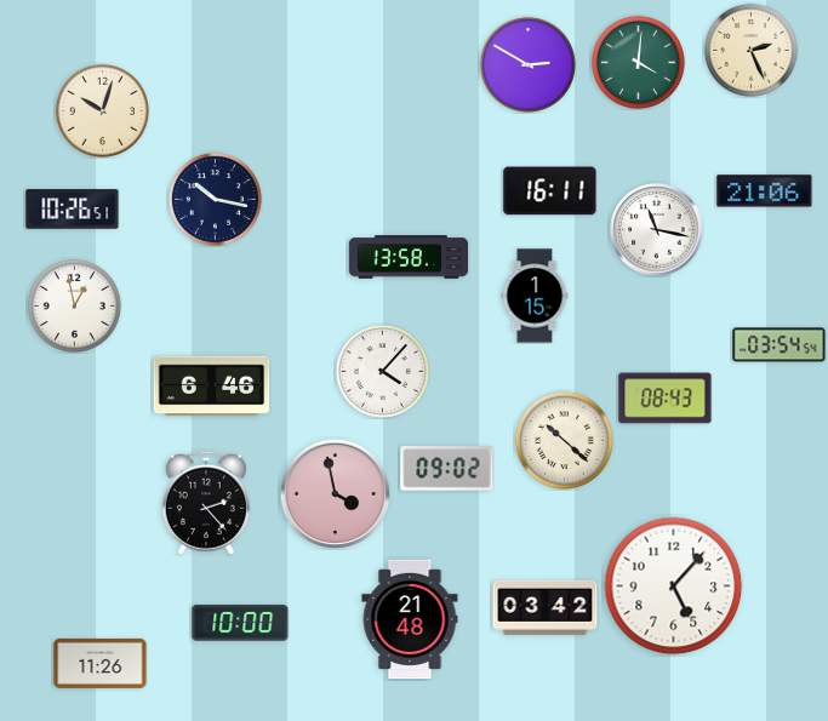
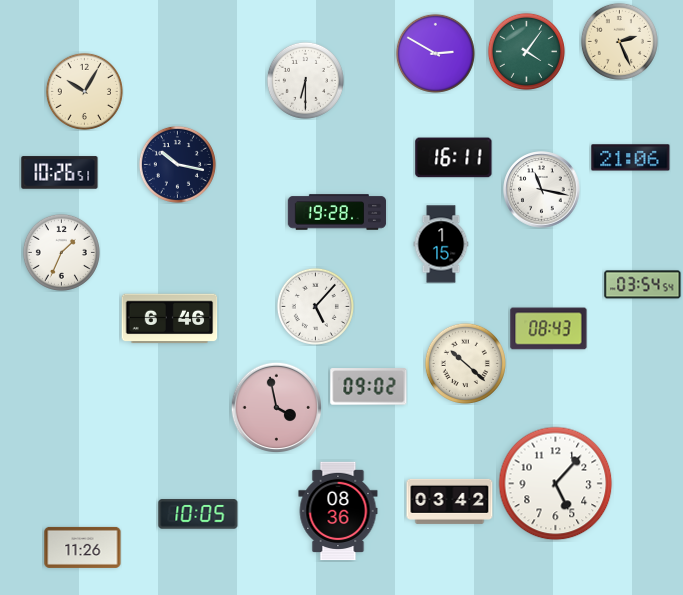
clock at (638, 62): 4:01 -> 4:06
clock at (305, 80): none -> 6:30
clock at (102, 110): 10:03 -> 10:05
clock at (409, 257): 13:58 -> 19:28
clock at (74, 305): 12:58 -> 1:34
clock at (382, 371): 4:07 -> 5:07
clock at (212, 387) position: (212, 387) -> (170, 319)
clock at (206, 503): 2:23 -> none
clock at (410, 619): 21:48 -> 08:36
clock at (240, 623): 10:00 -> 10:05
